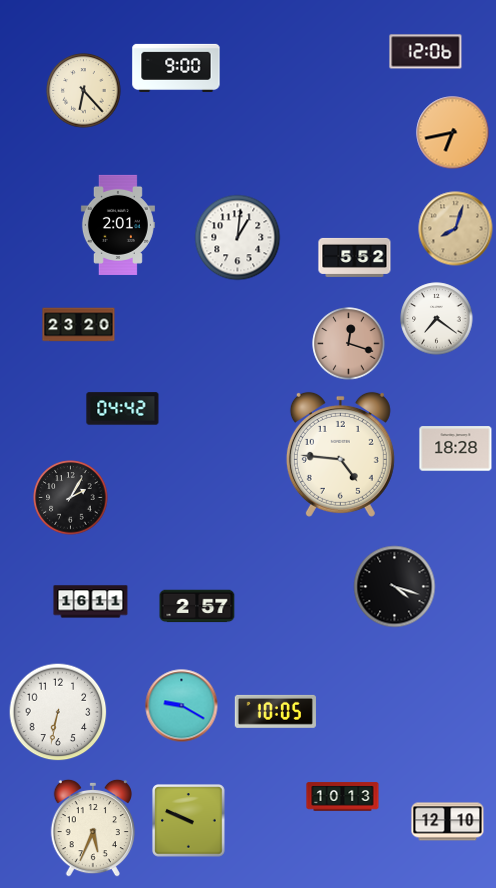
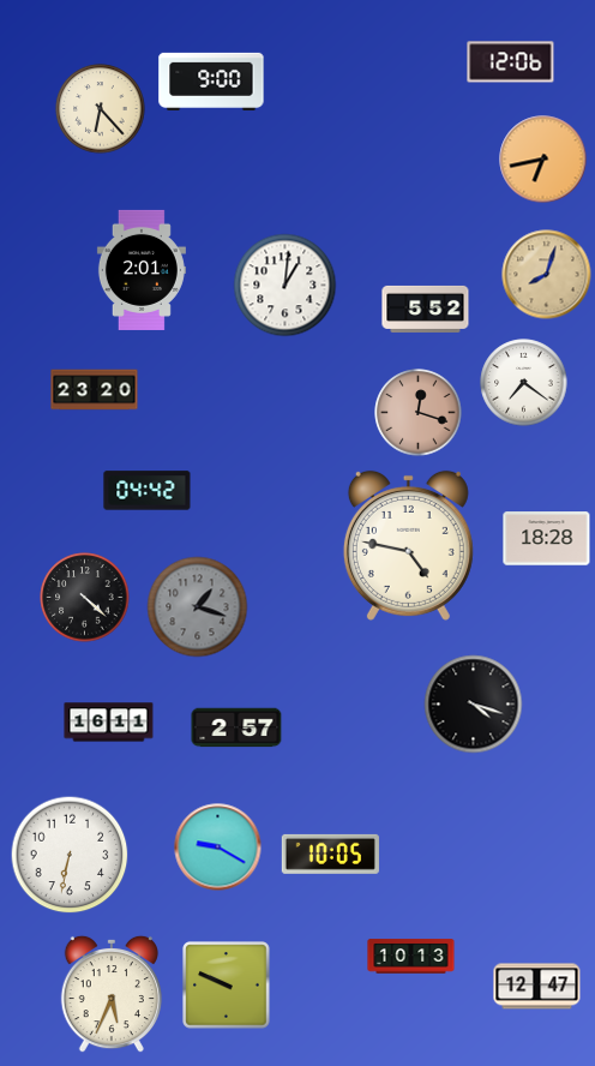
clock at (340, 454): 4:46 -> 4:47
clock at (71, 498): 2:05 -> 4:22
clock at (198, 607): none -> 1:18
clock at (448, 822): 12:10 -> 12:47
